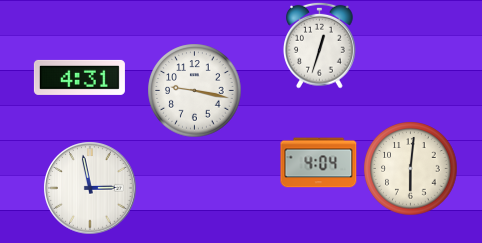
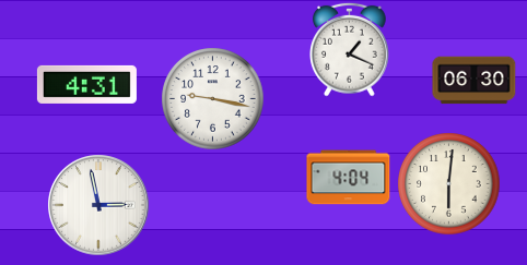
clock at (320, 45): 12:33 -> 1:19
clock at (475, 81): none -> 06:30
